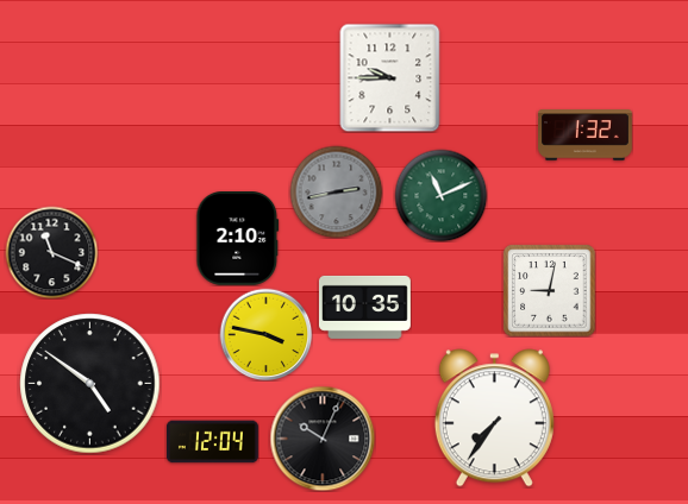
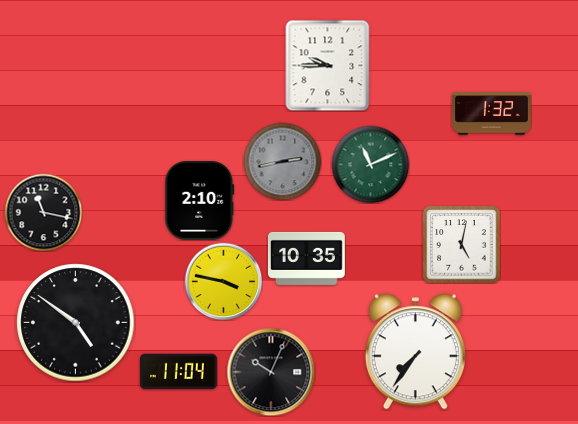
clock at (51, 252): 11:19 -> 11:17
clock at (549, 290): 9:02 -> 5:02
clock at (323, 439) position: (323, 439) -> (271, 372)
clock at (212, 442): 12:04 -> 11:04
